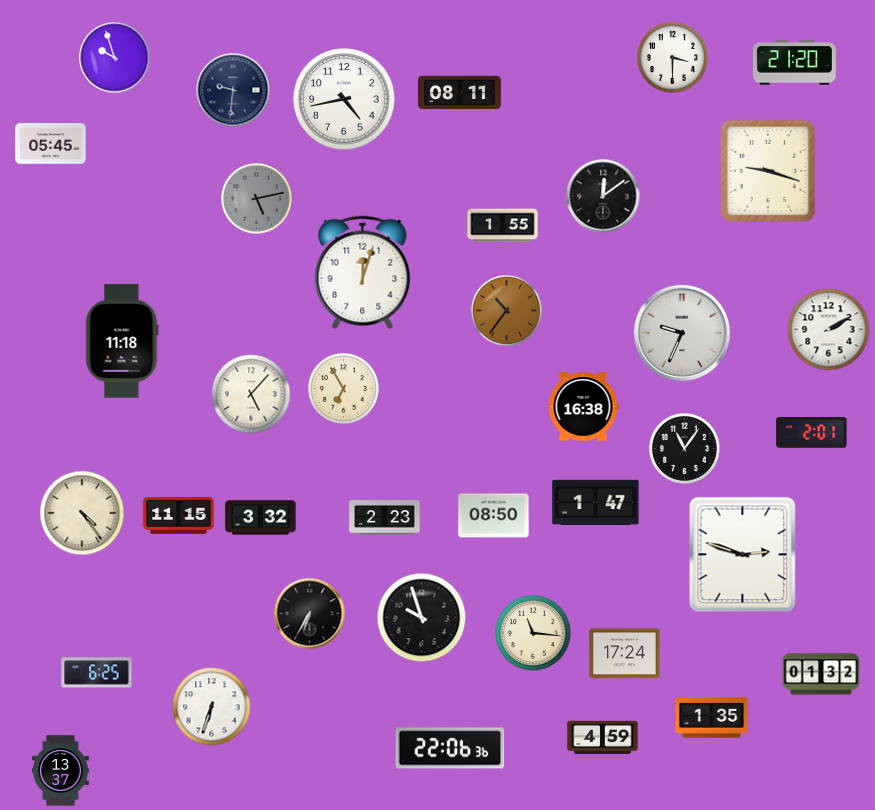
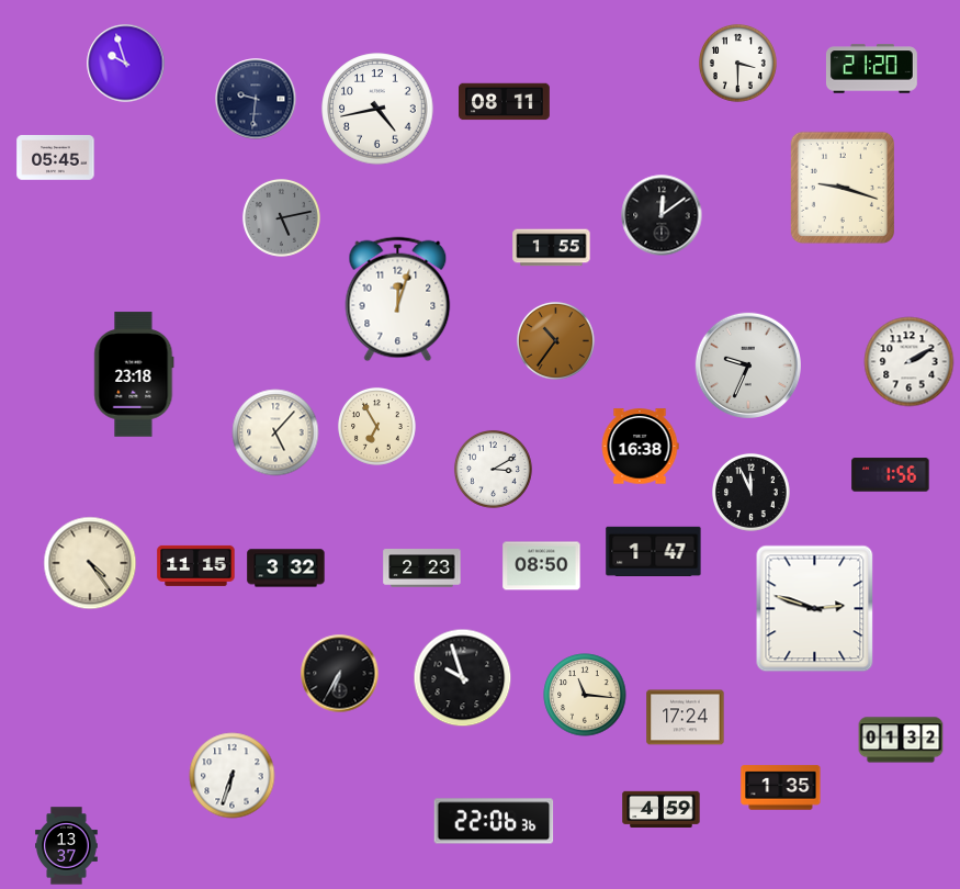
clock at (122, 341): 11:18 -> 23:18
clock at (493, 469): none -> 3:10
clock at (812, 433): 2:01 -> 1:56
clock at (684, 448): 11:06 -> 11:56
clock at (97, 673): 6:25 -> none
